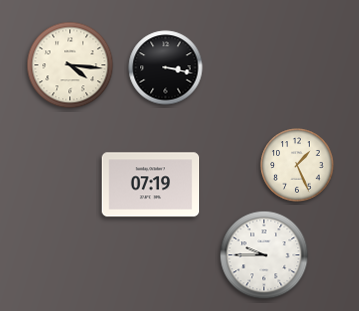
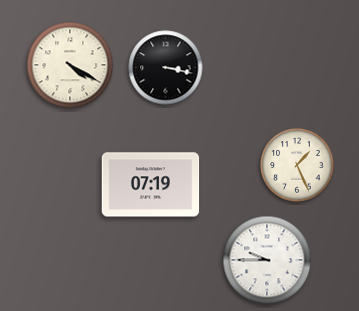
clock at (70, 65): 4:16 -> 4:20
clock at (264, 255) position: (264, 255) -> (267, 260)
